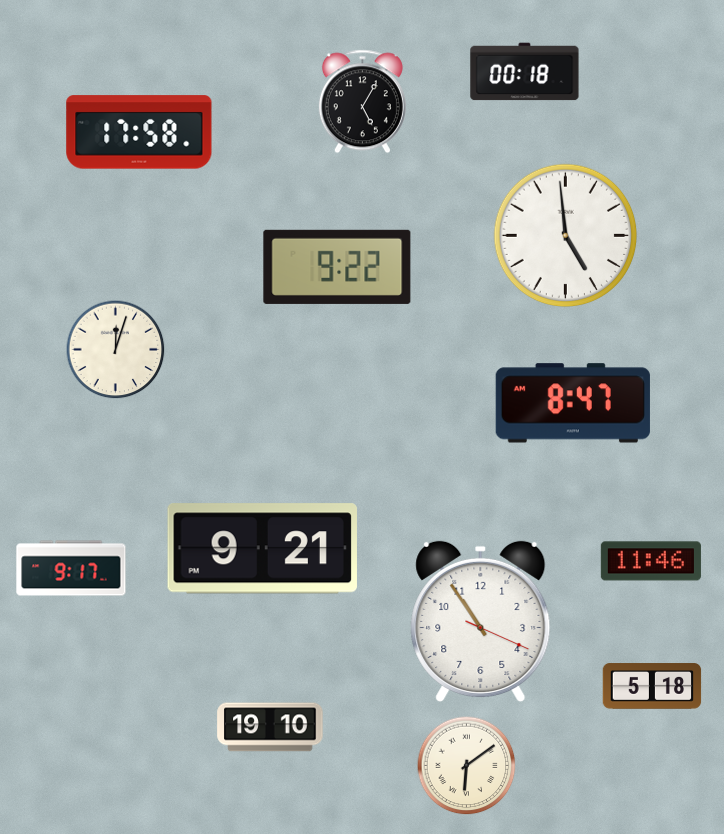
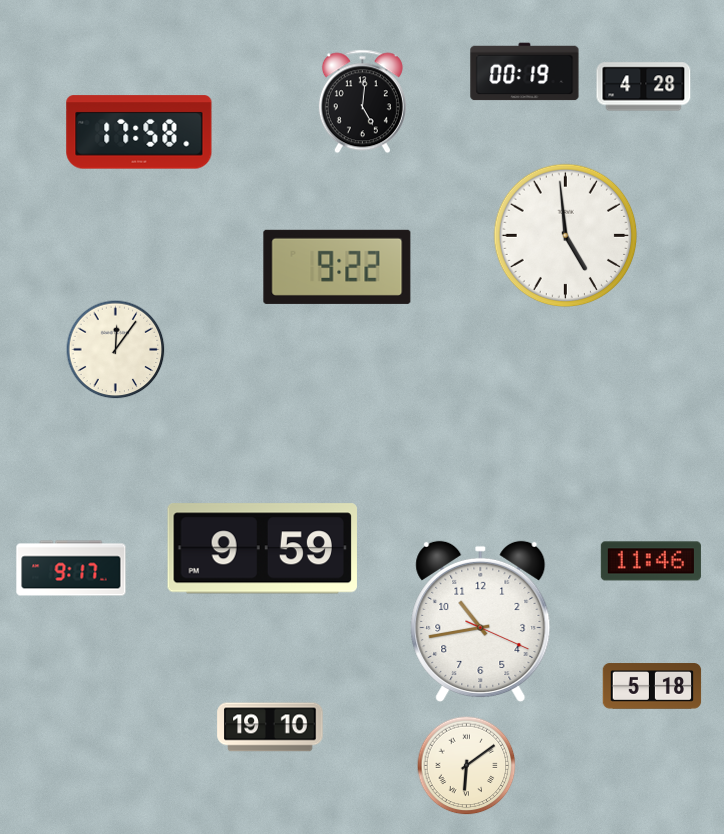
clock at (525, 72): 00:18 -> 00:19
clock at (644, 87): none -> 4:28
clock at (362, 102): 5:05 -> 5:01
clock at (116, 350): 12:03 -> 12:06
clock at (573, 403): 8:47 -> none
clock at (262, 549): 9:21 -> 9:59
clock at (481, 622): 10:54 -> 10:43
